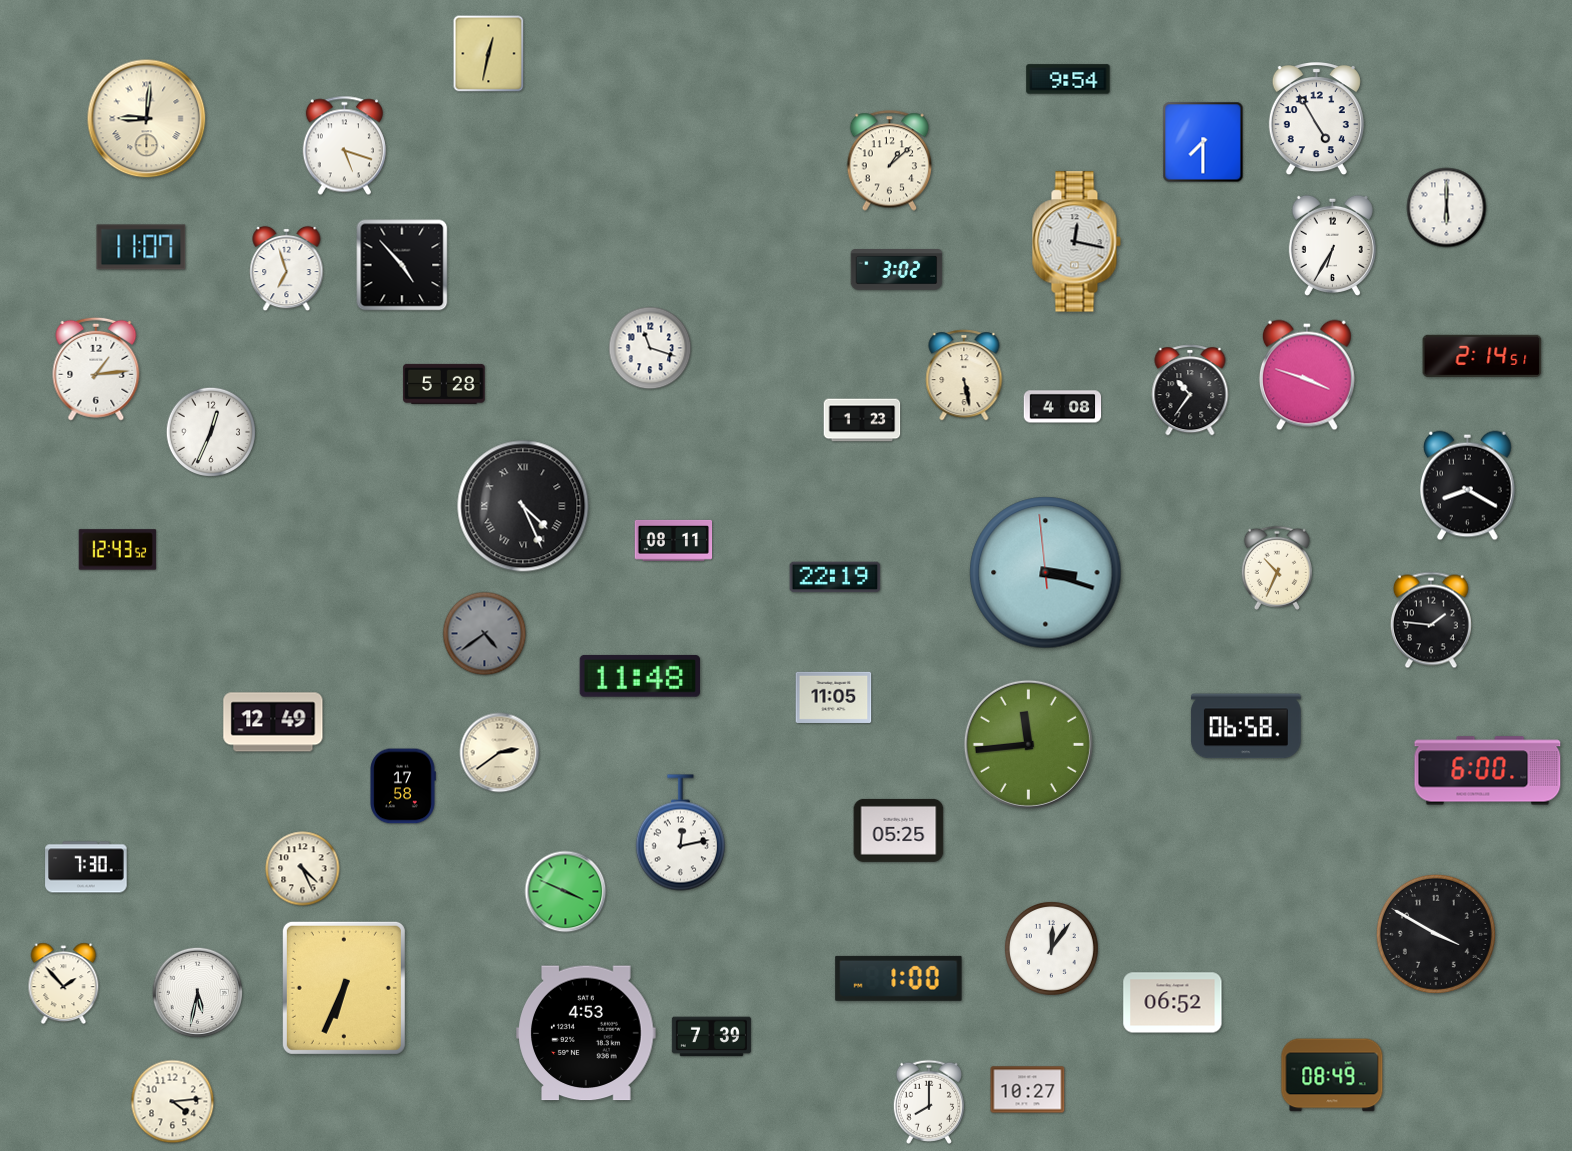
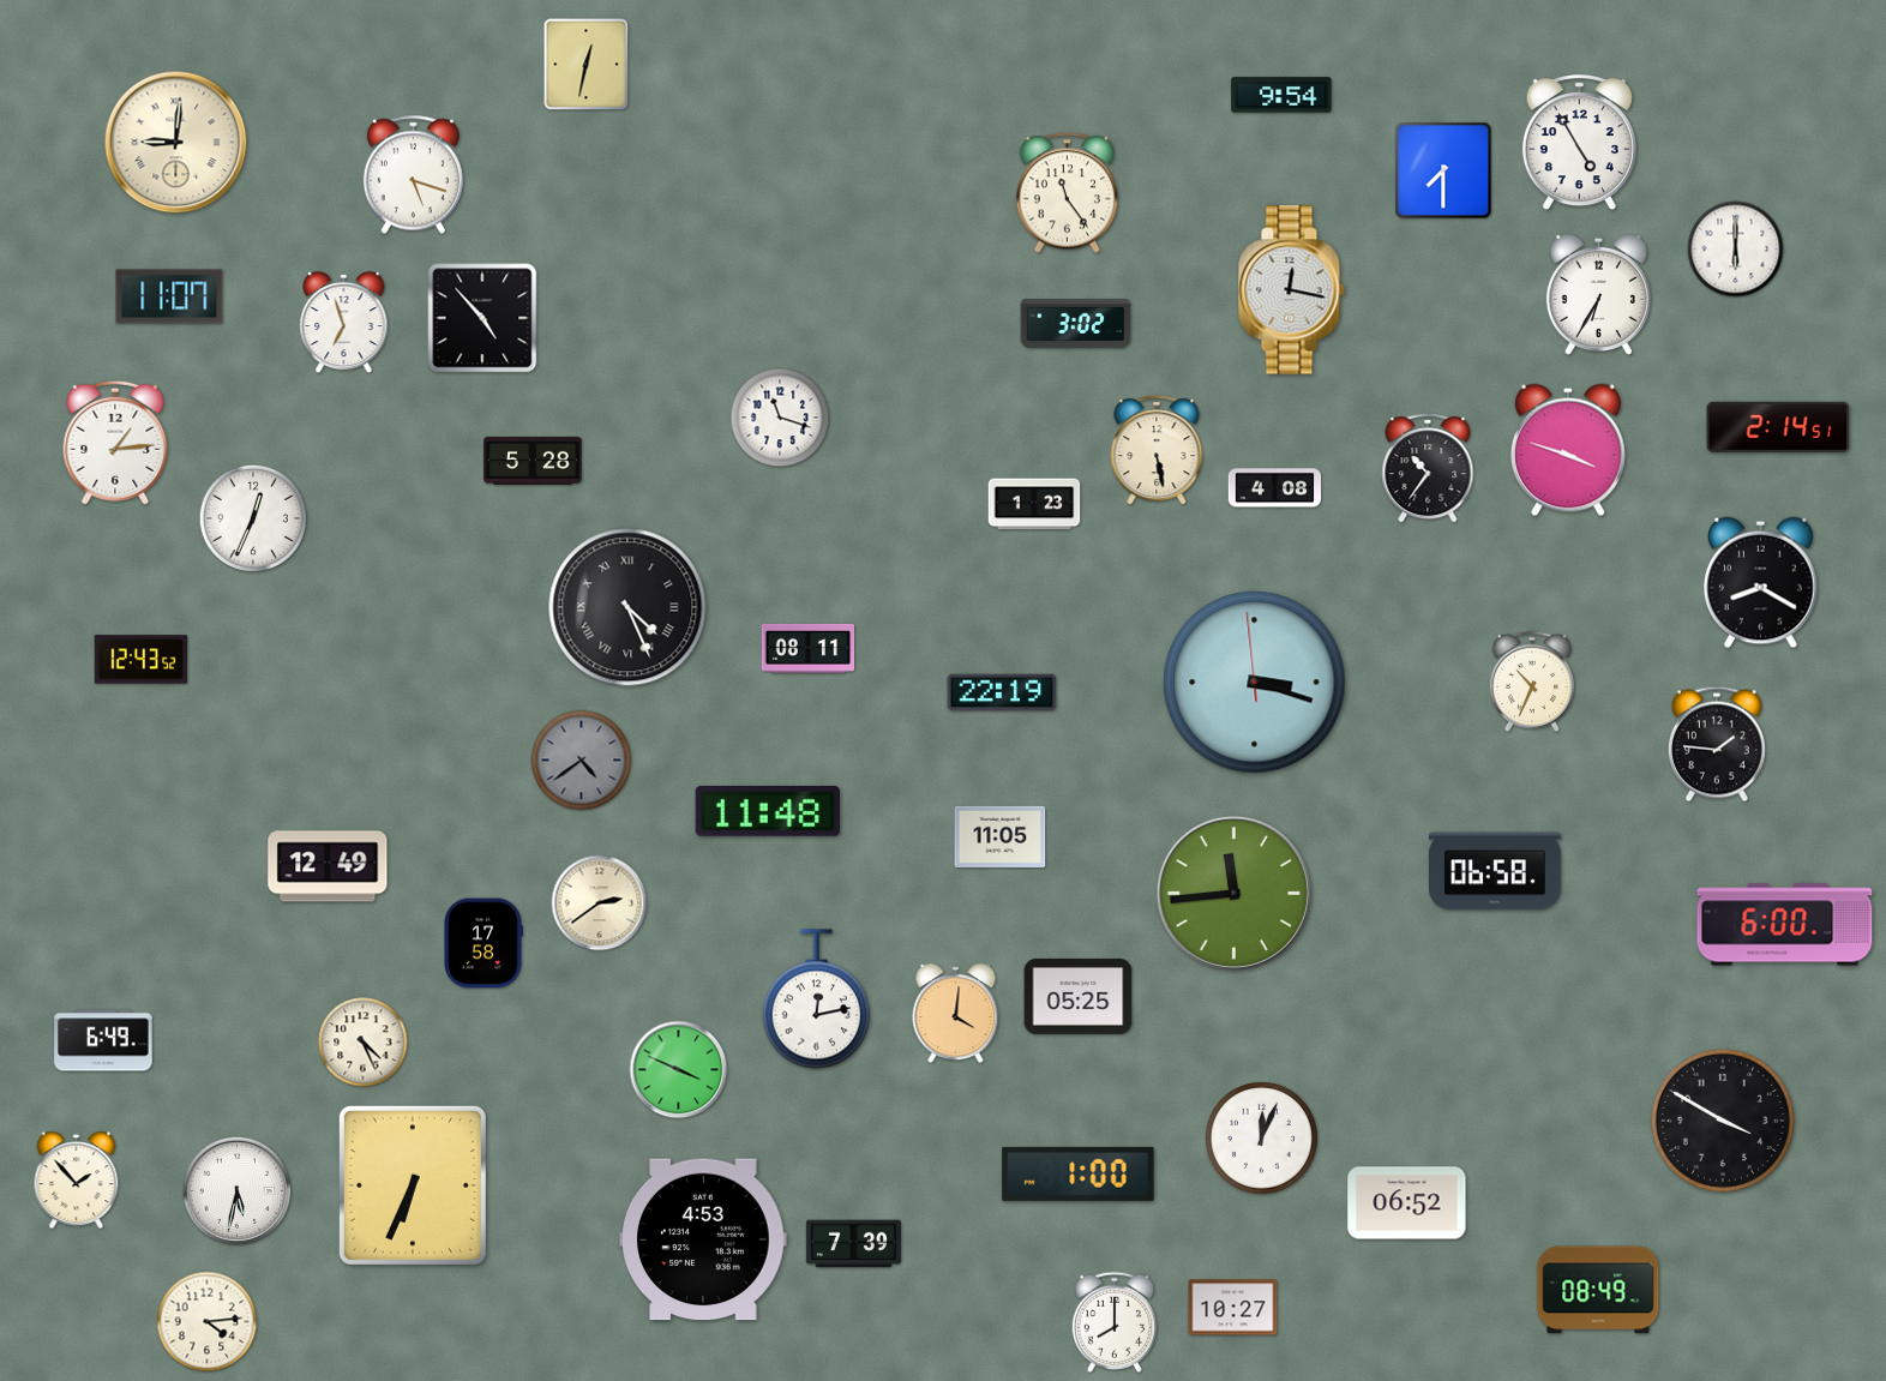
clock at (890, 161): 1:08 -> 11:24
clock at (1046, 573) position: (1046, 573) -> (1255, 683)
clock at (956, 1014): none -> 4:01
clock at (86, 867): 7:30 -> 6:49
clock at (1051, 948): 12:06 -> 12:04
